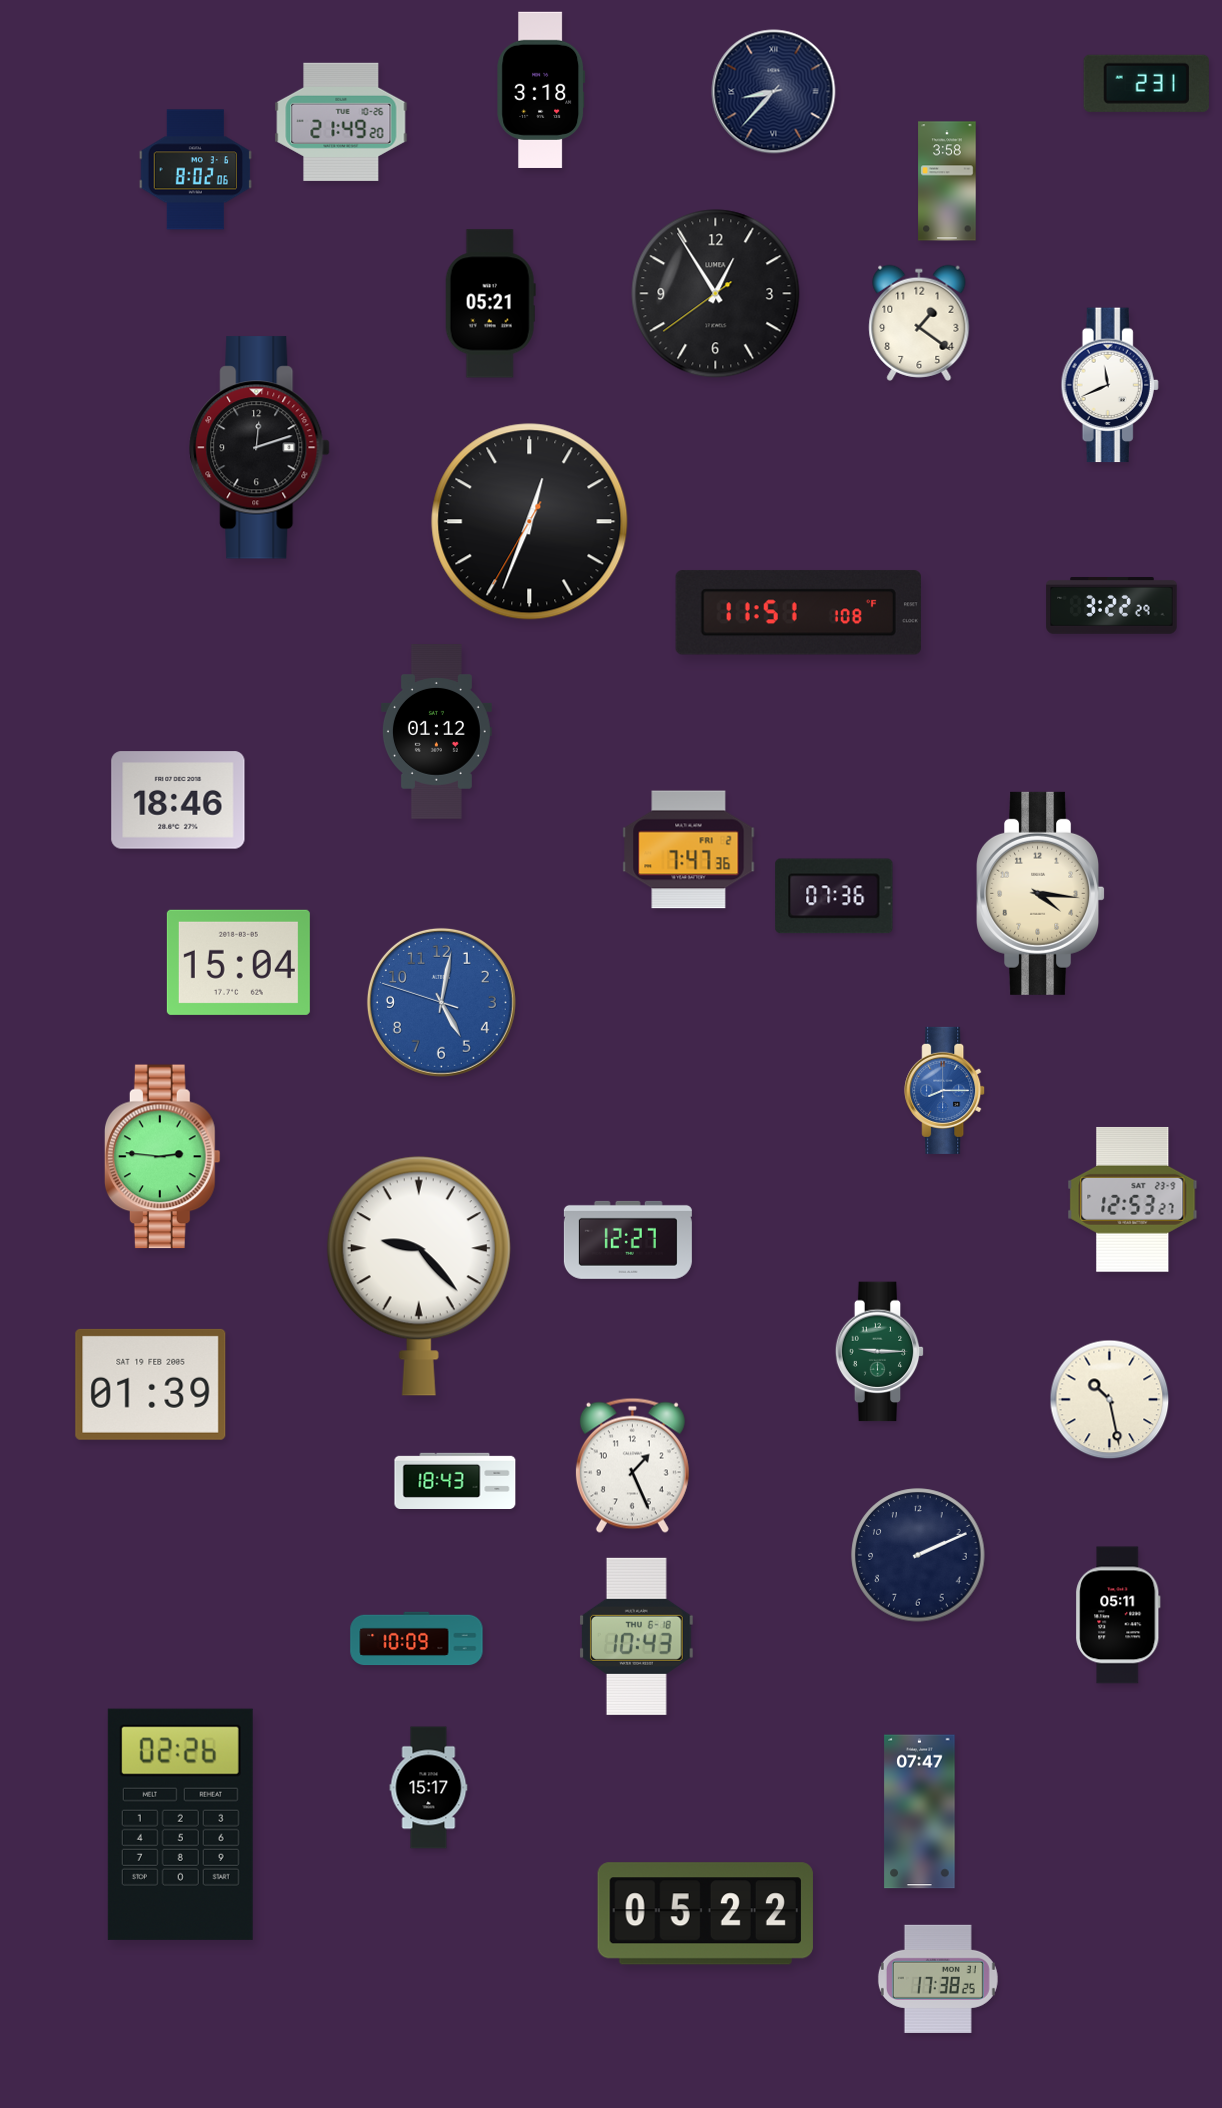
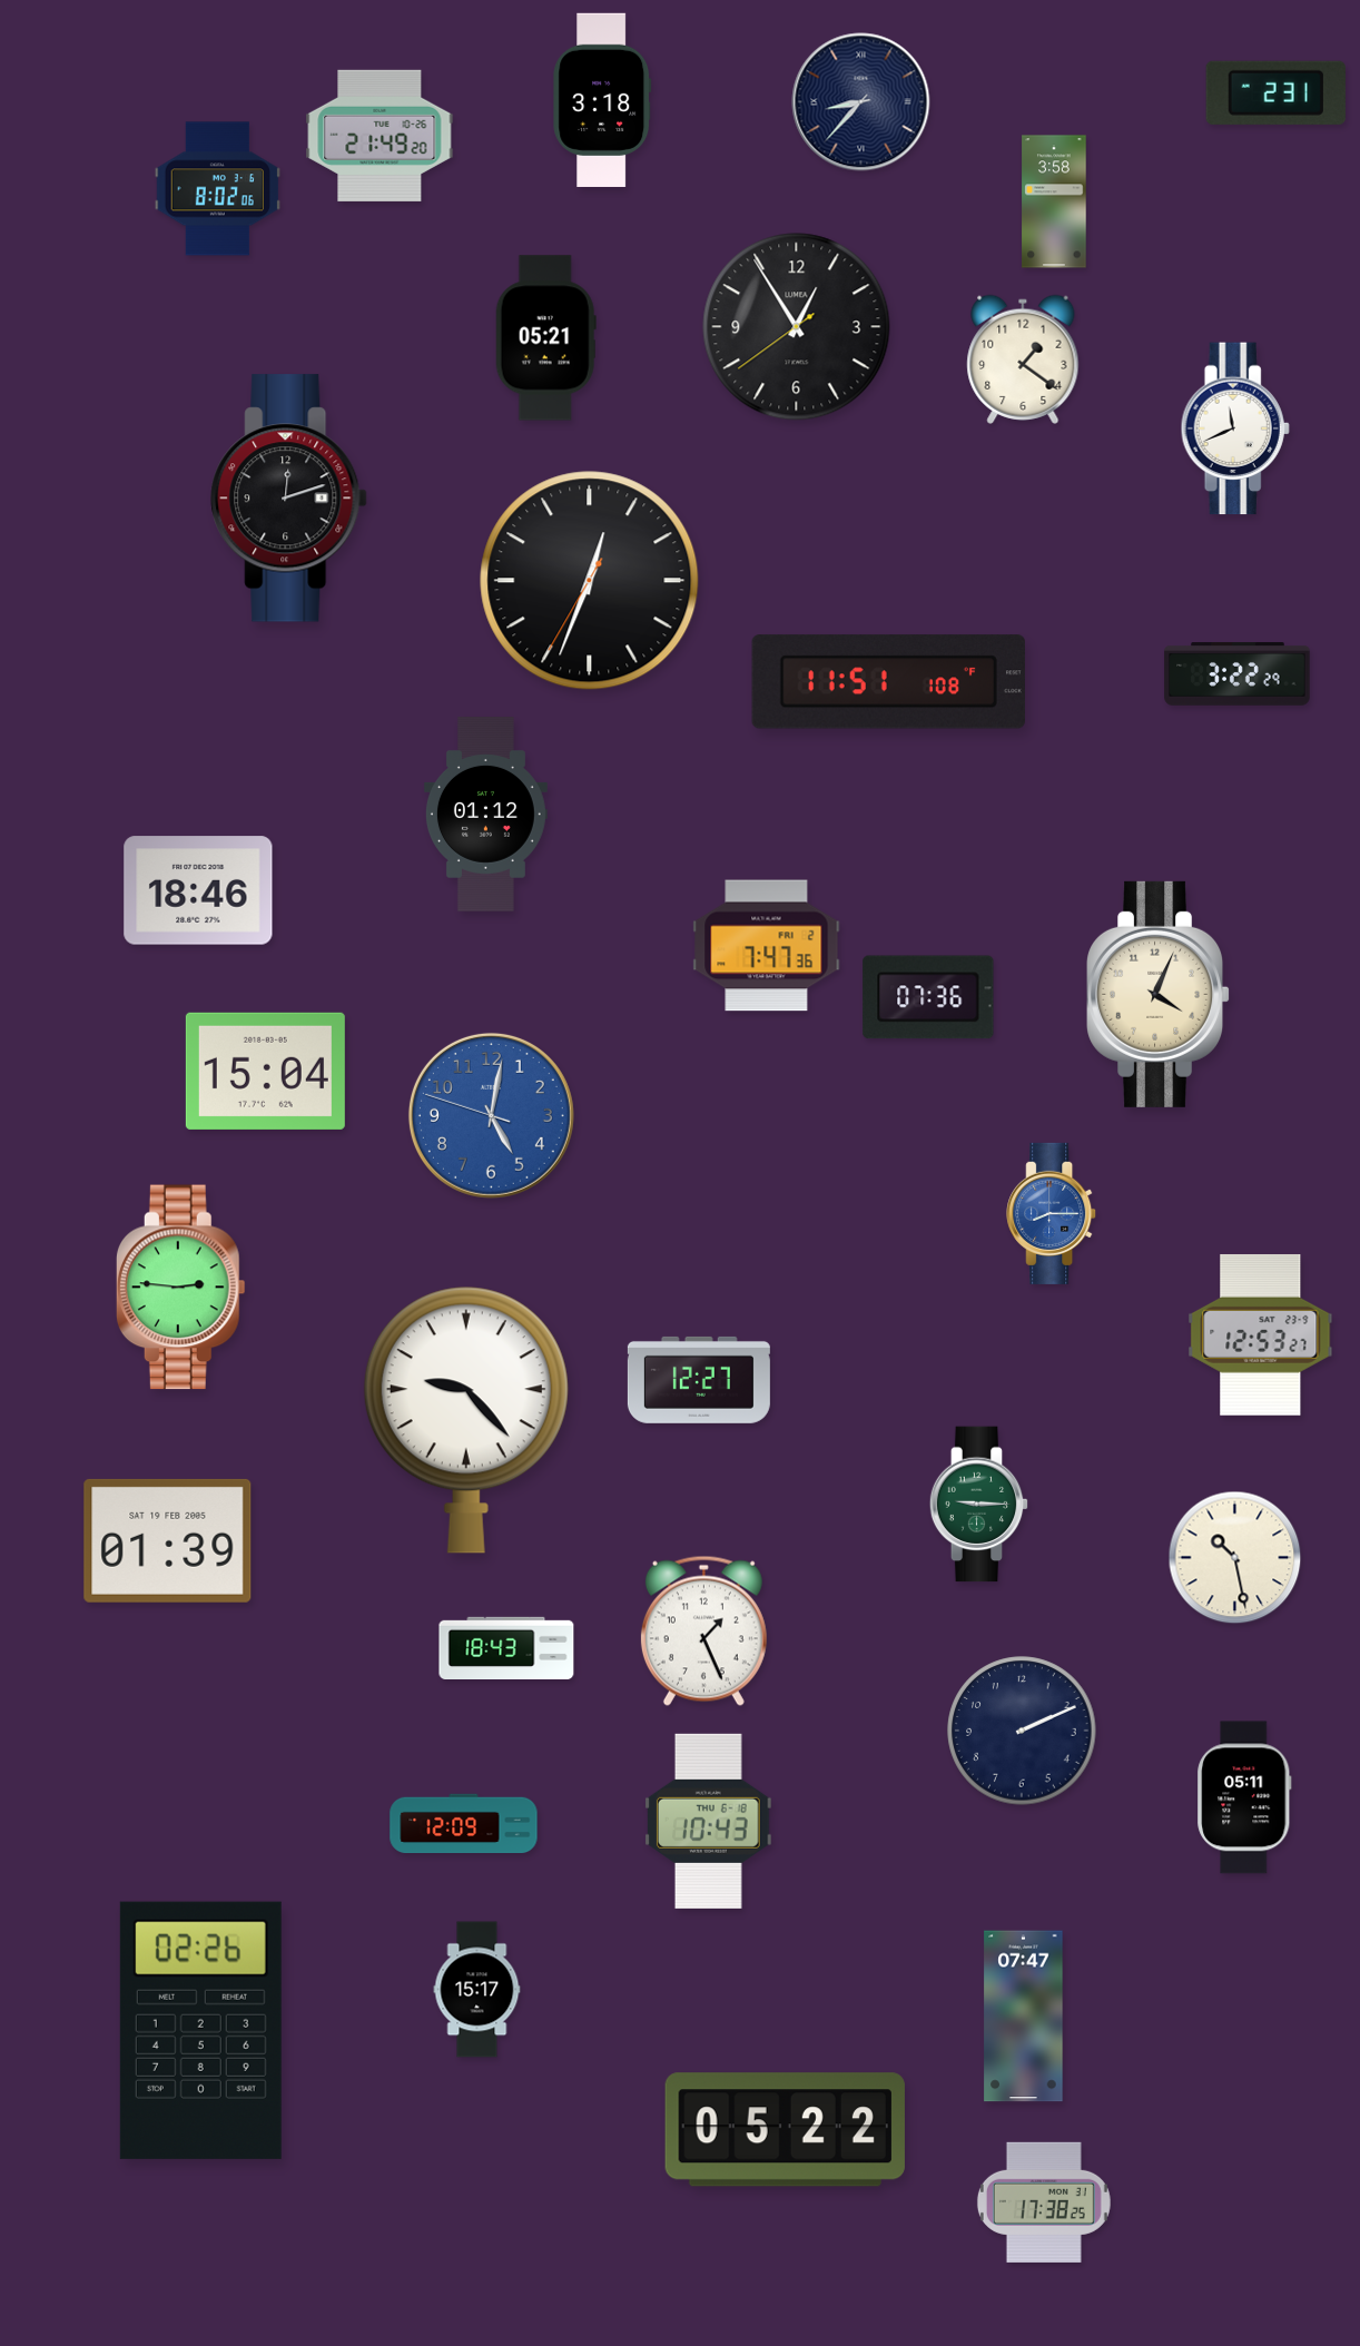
clock at (1041, 893): 4:16 -> 4:04
clock at (417, 1639): 10:09 -> 12:09
